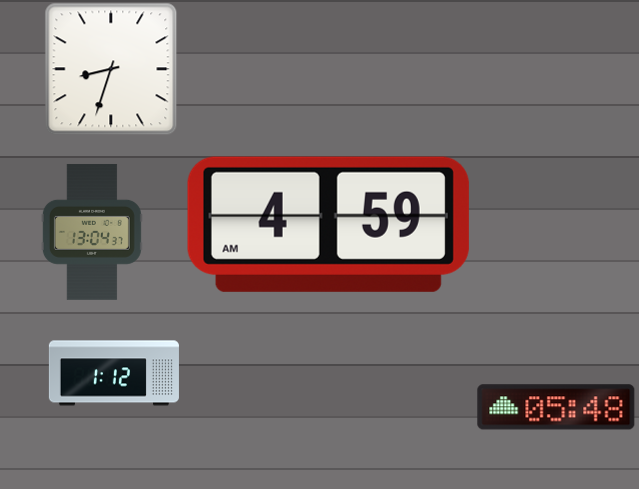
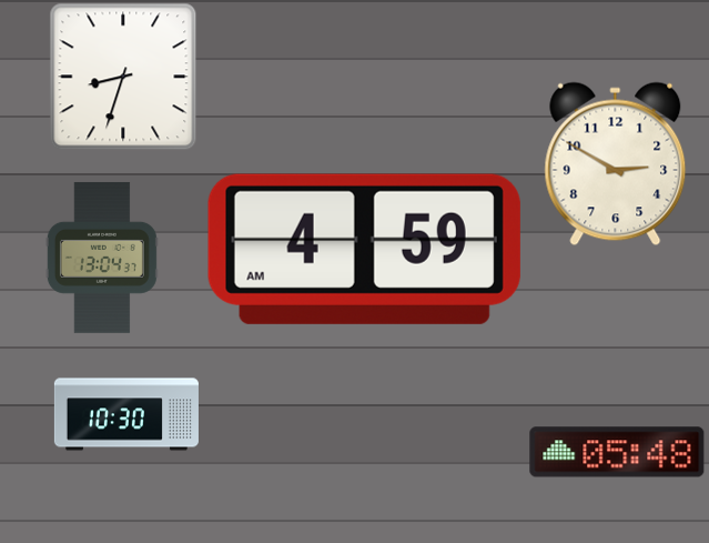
clock at (616, 164): none -> 2:50
clock at (114, 373): 1:12 -> 10:30
